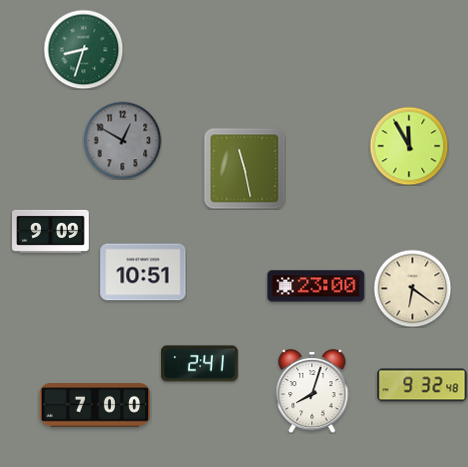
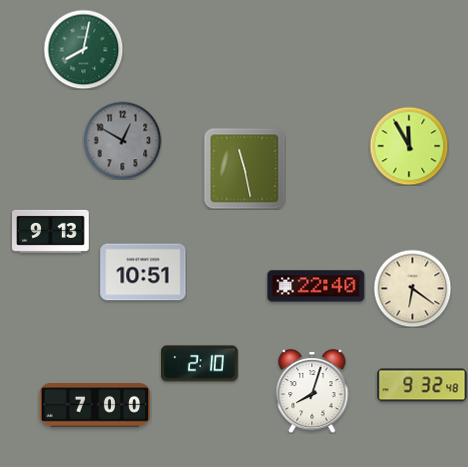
clock at (83, 49): 8:33 -> 8:02
clock at (51, 231): 9:09 -> 9:13
clock at (316, 286): 23:00 -> 22:40
clock at (200, 364): 2:41 -> 2:10
